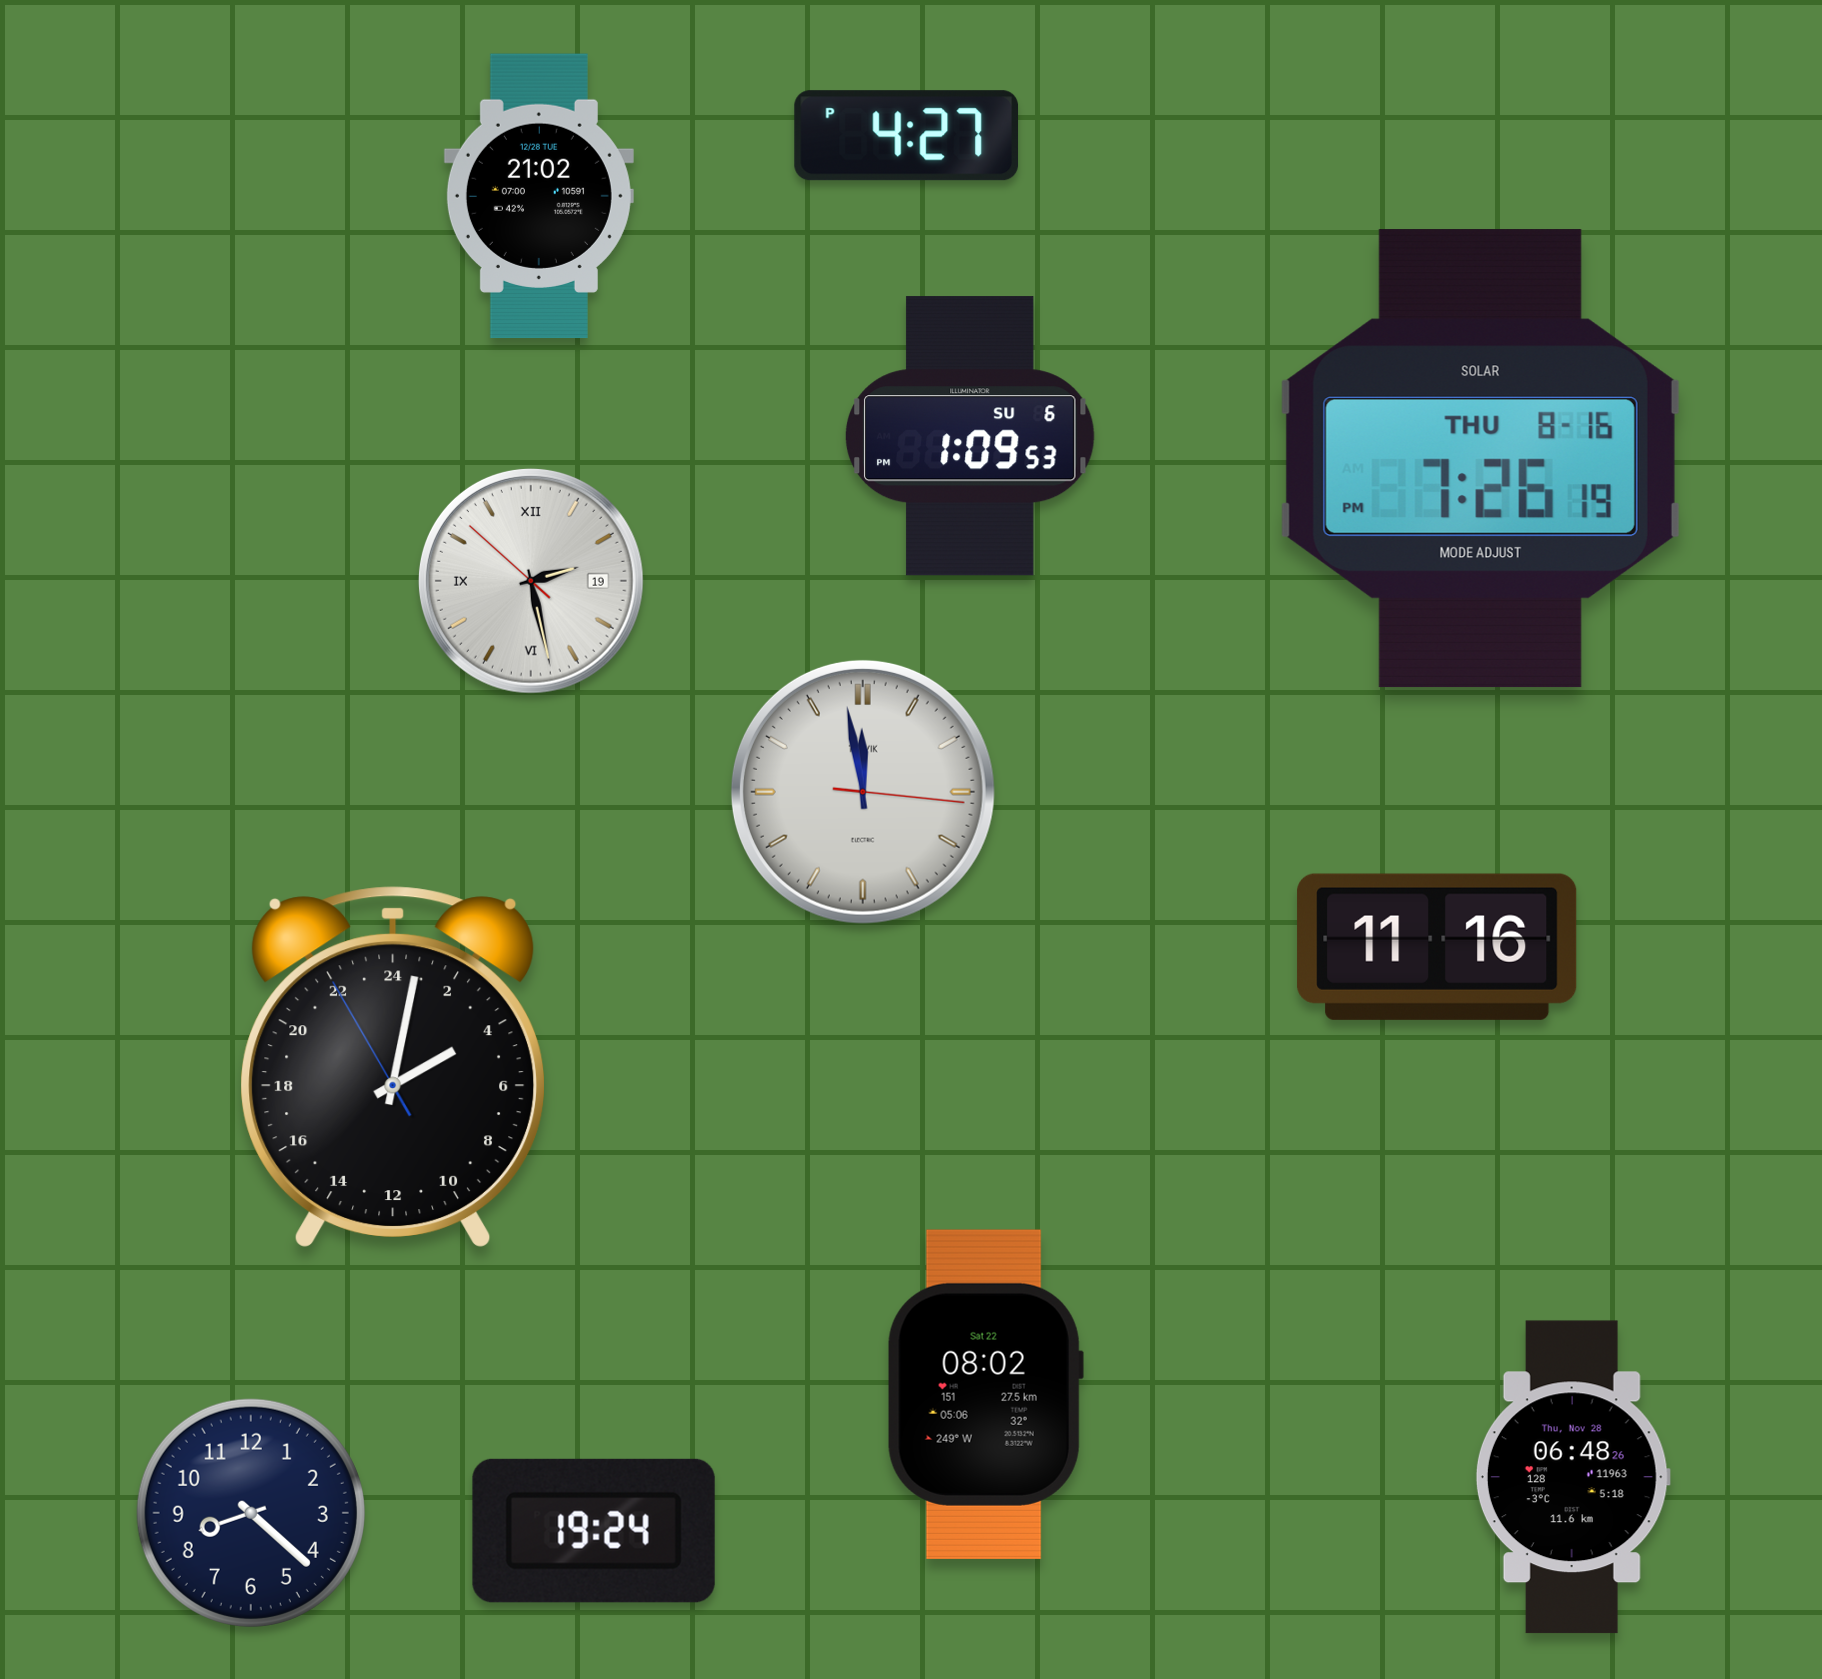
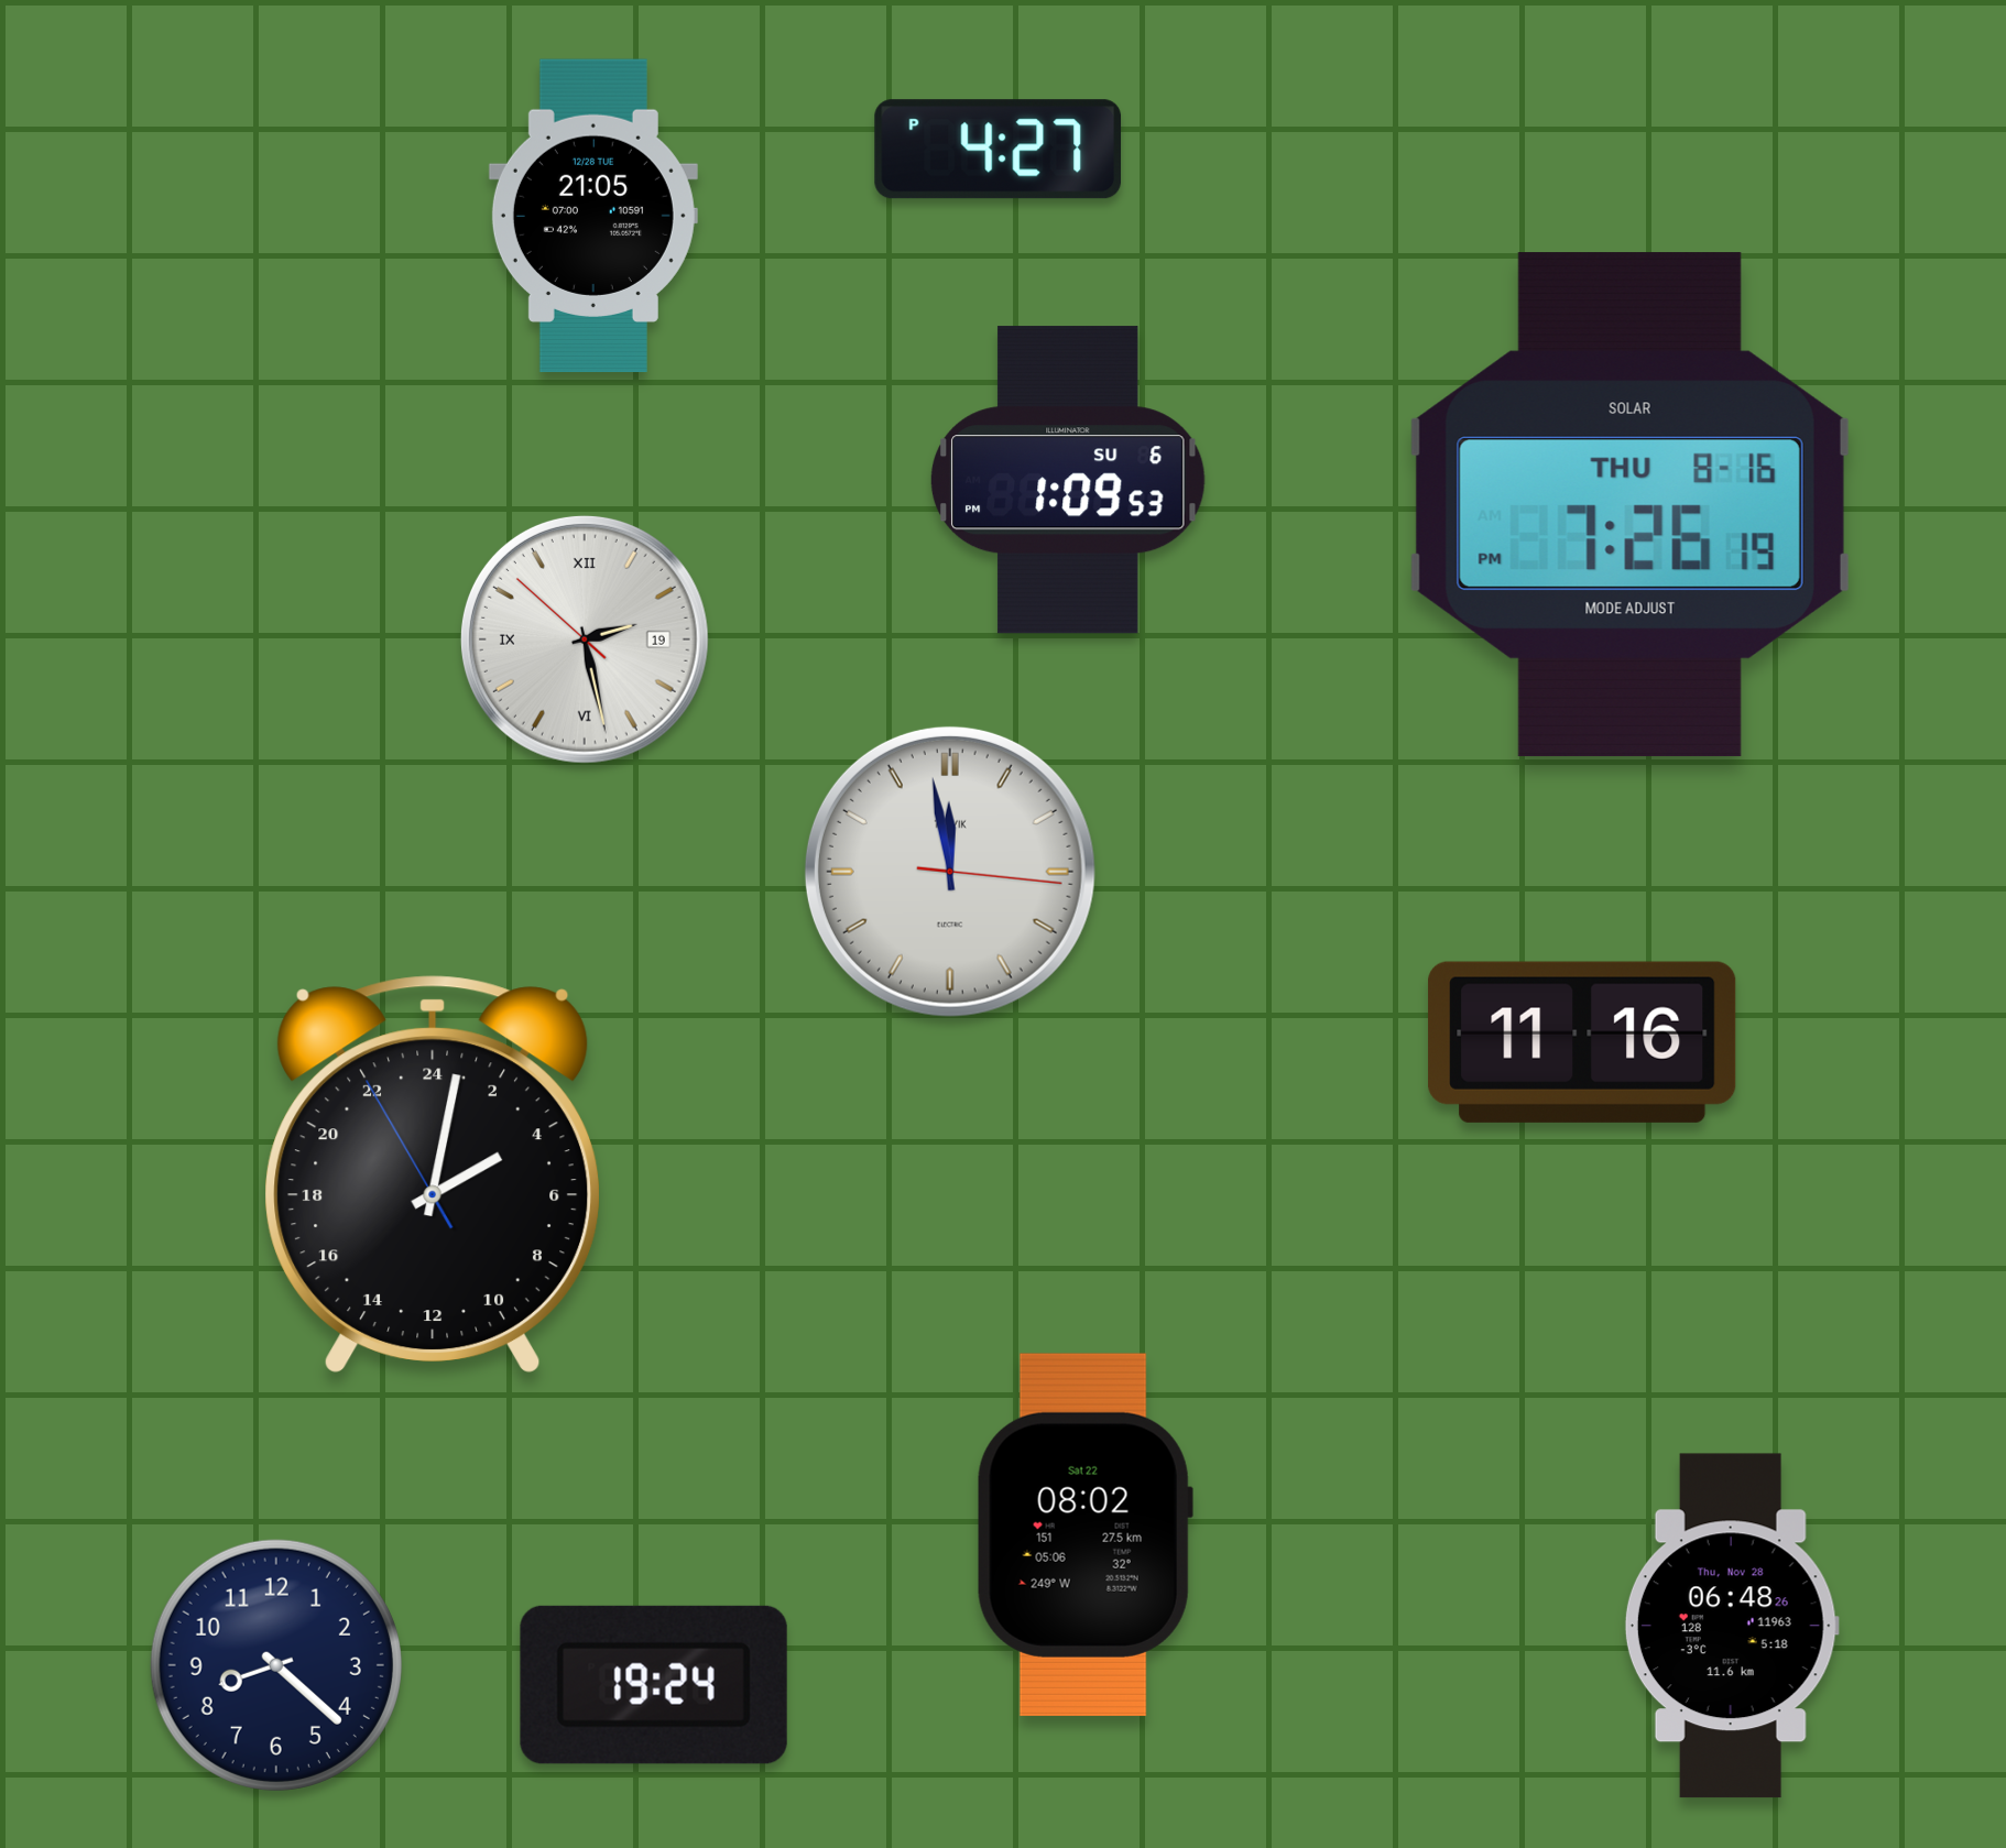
clock at (539, 196): 21:02 -> 21:05
